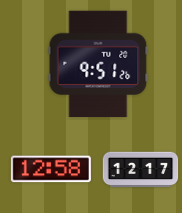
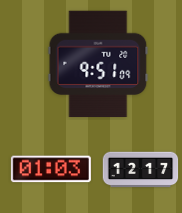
clock at (98, 64): 9:51:26 -> 9:51:09
clock at (51, 169): 12:58 -> 01:03
